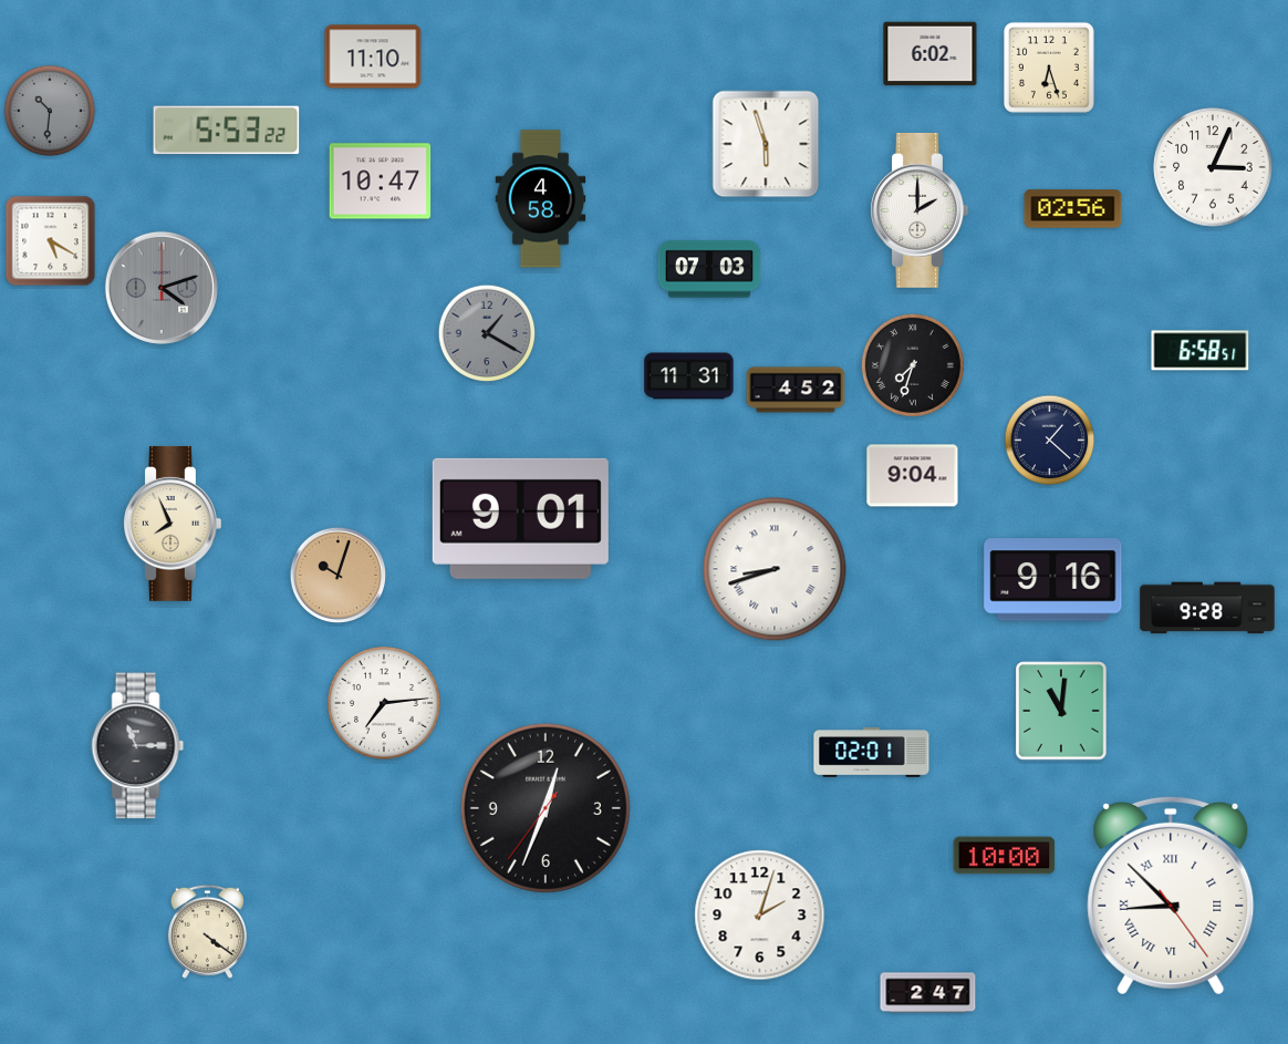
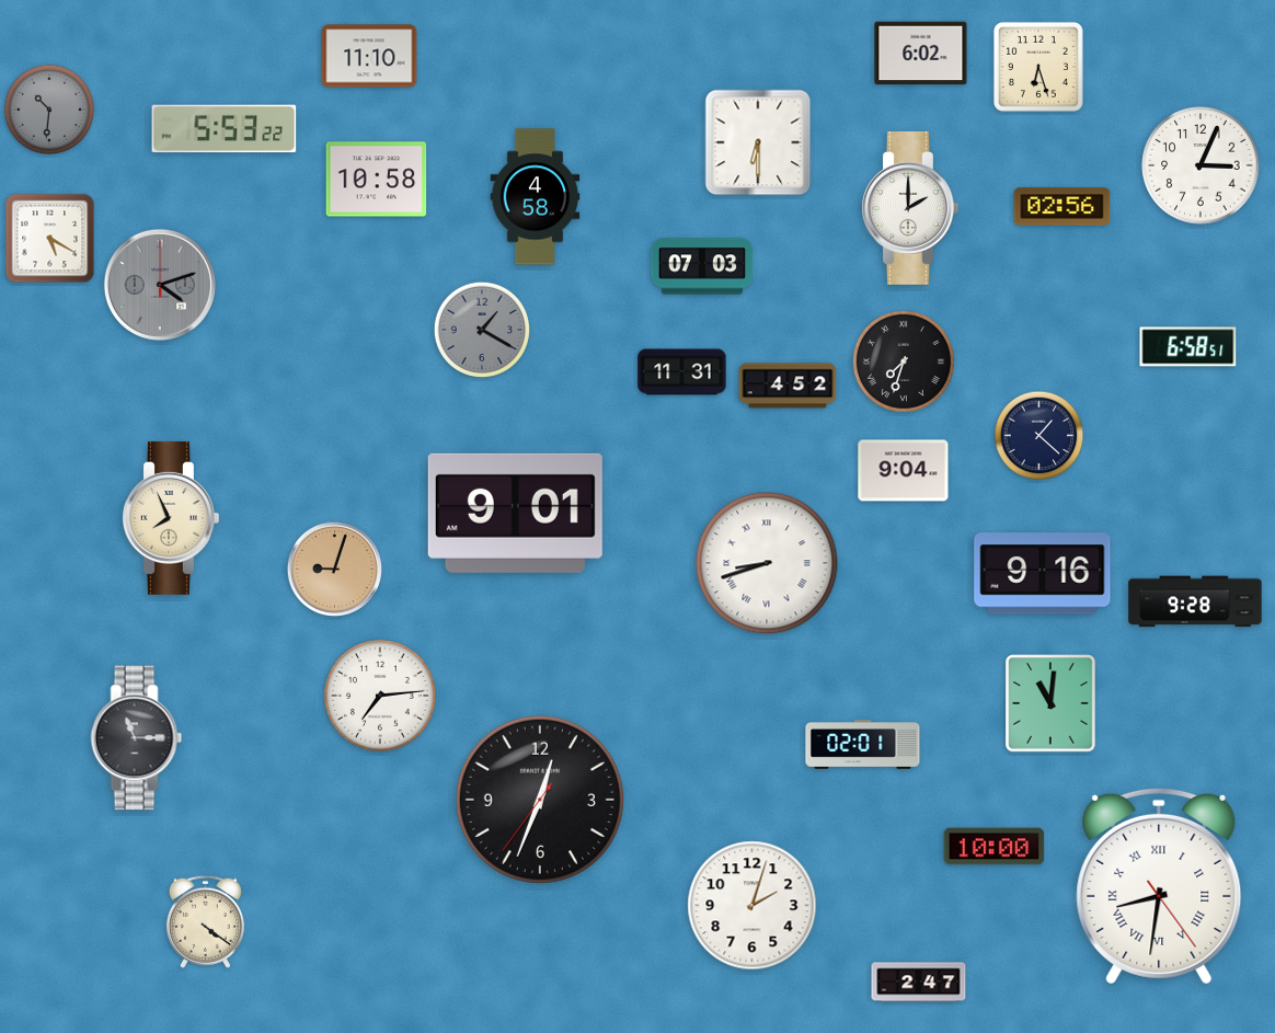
clock at (766, 144): 5:57 -> 6:30
clock at (381, 182): 10:47 -> 10:58
clock at (337, 575): 10:03 -> 9:03
clock at (1171, 896): 8:52 -> 8:31
